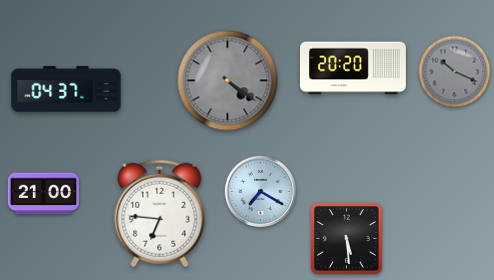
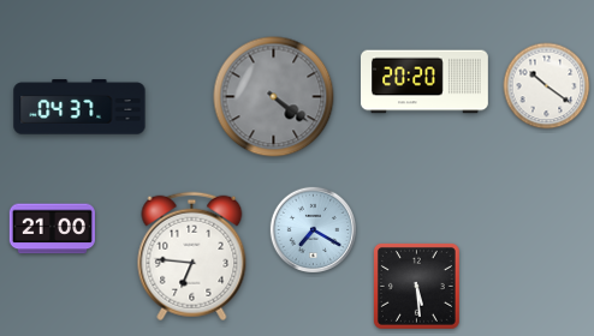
clock at (455, 72): 10:19 -> 10:21
clock at (455, 72) dial: grey -> white
clock at (43, 194) position: (43, 194) -> (52, 229)
